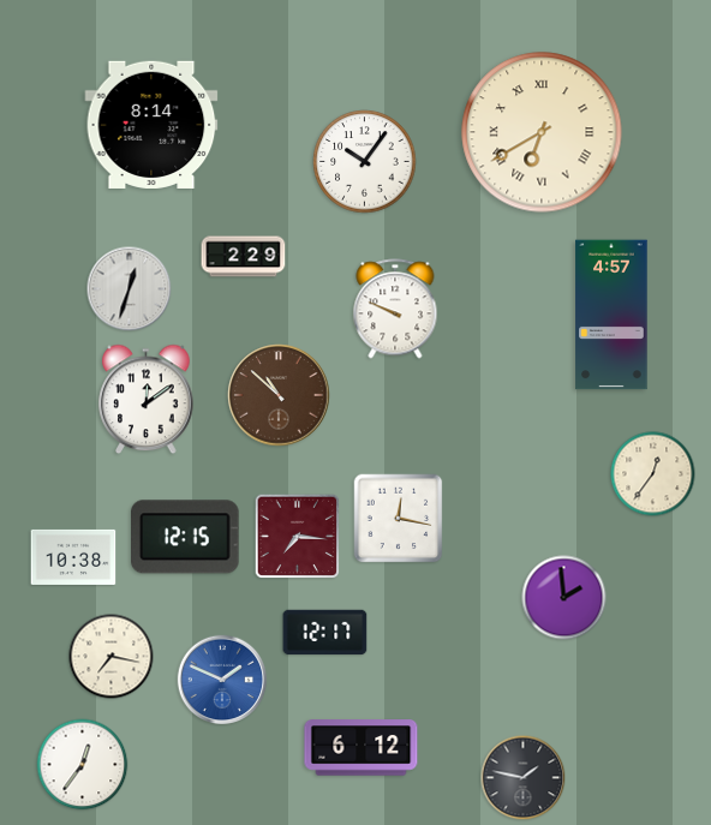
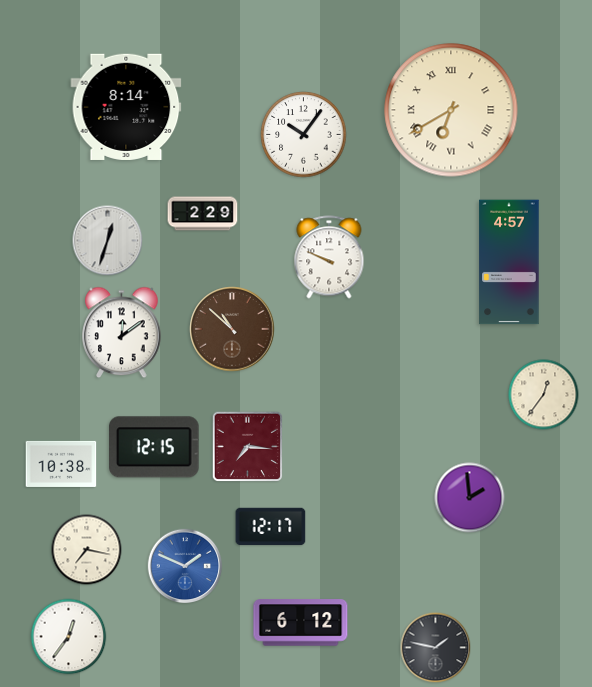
clock at (151, 125) position: (151, 125) -> (126, 107)
clock at (399, 519): 12:17 -> none
clock at (112, 657) position: (112, 657) -> (87, 550)
